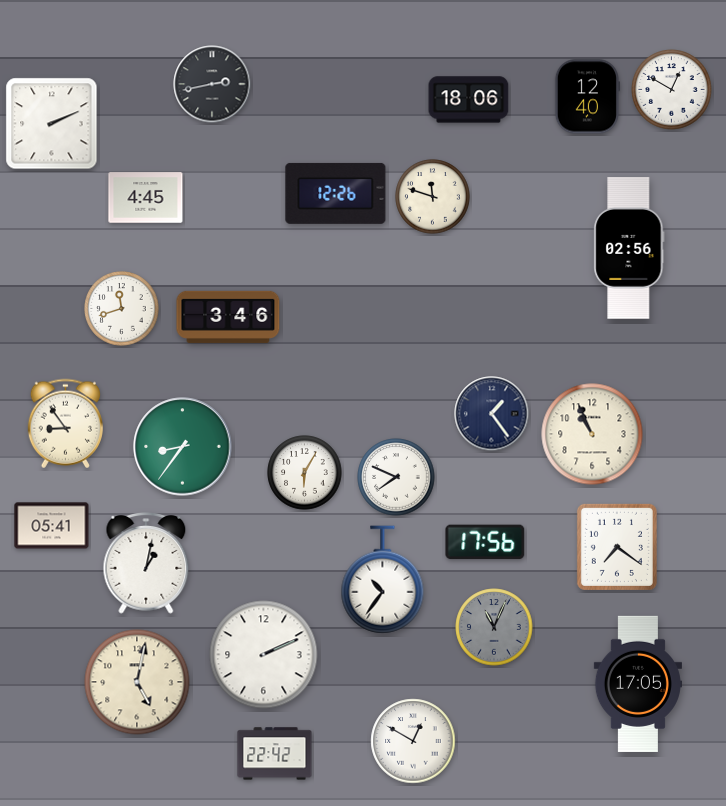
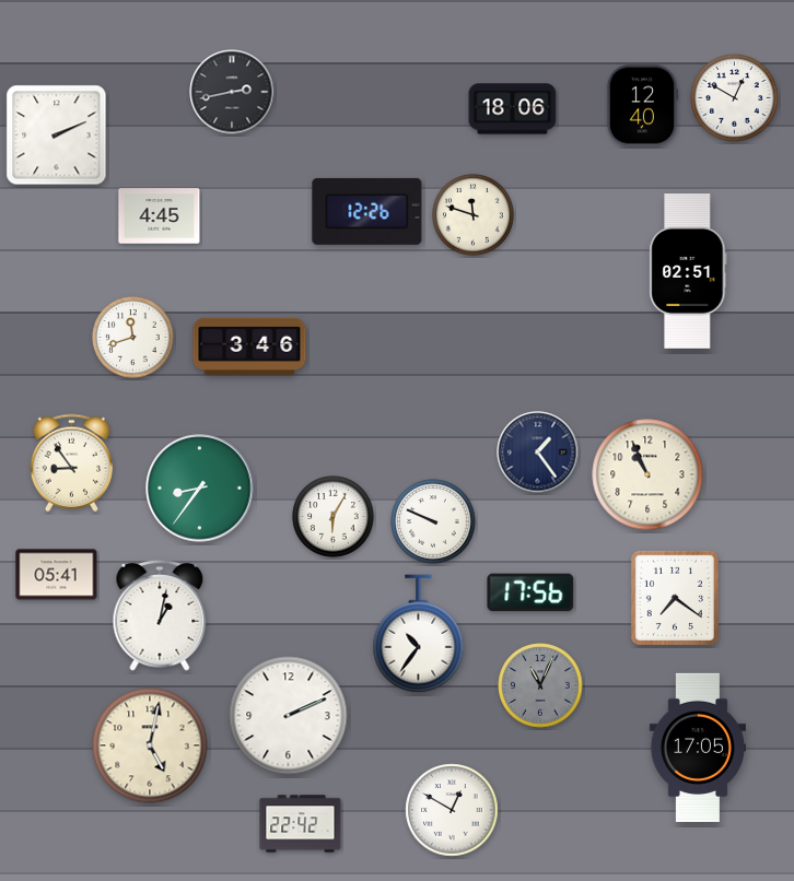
clock at (629, 249): 02:56 -> 02:51
clock at (396, 477): 7:49 -> 9:49
